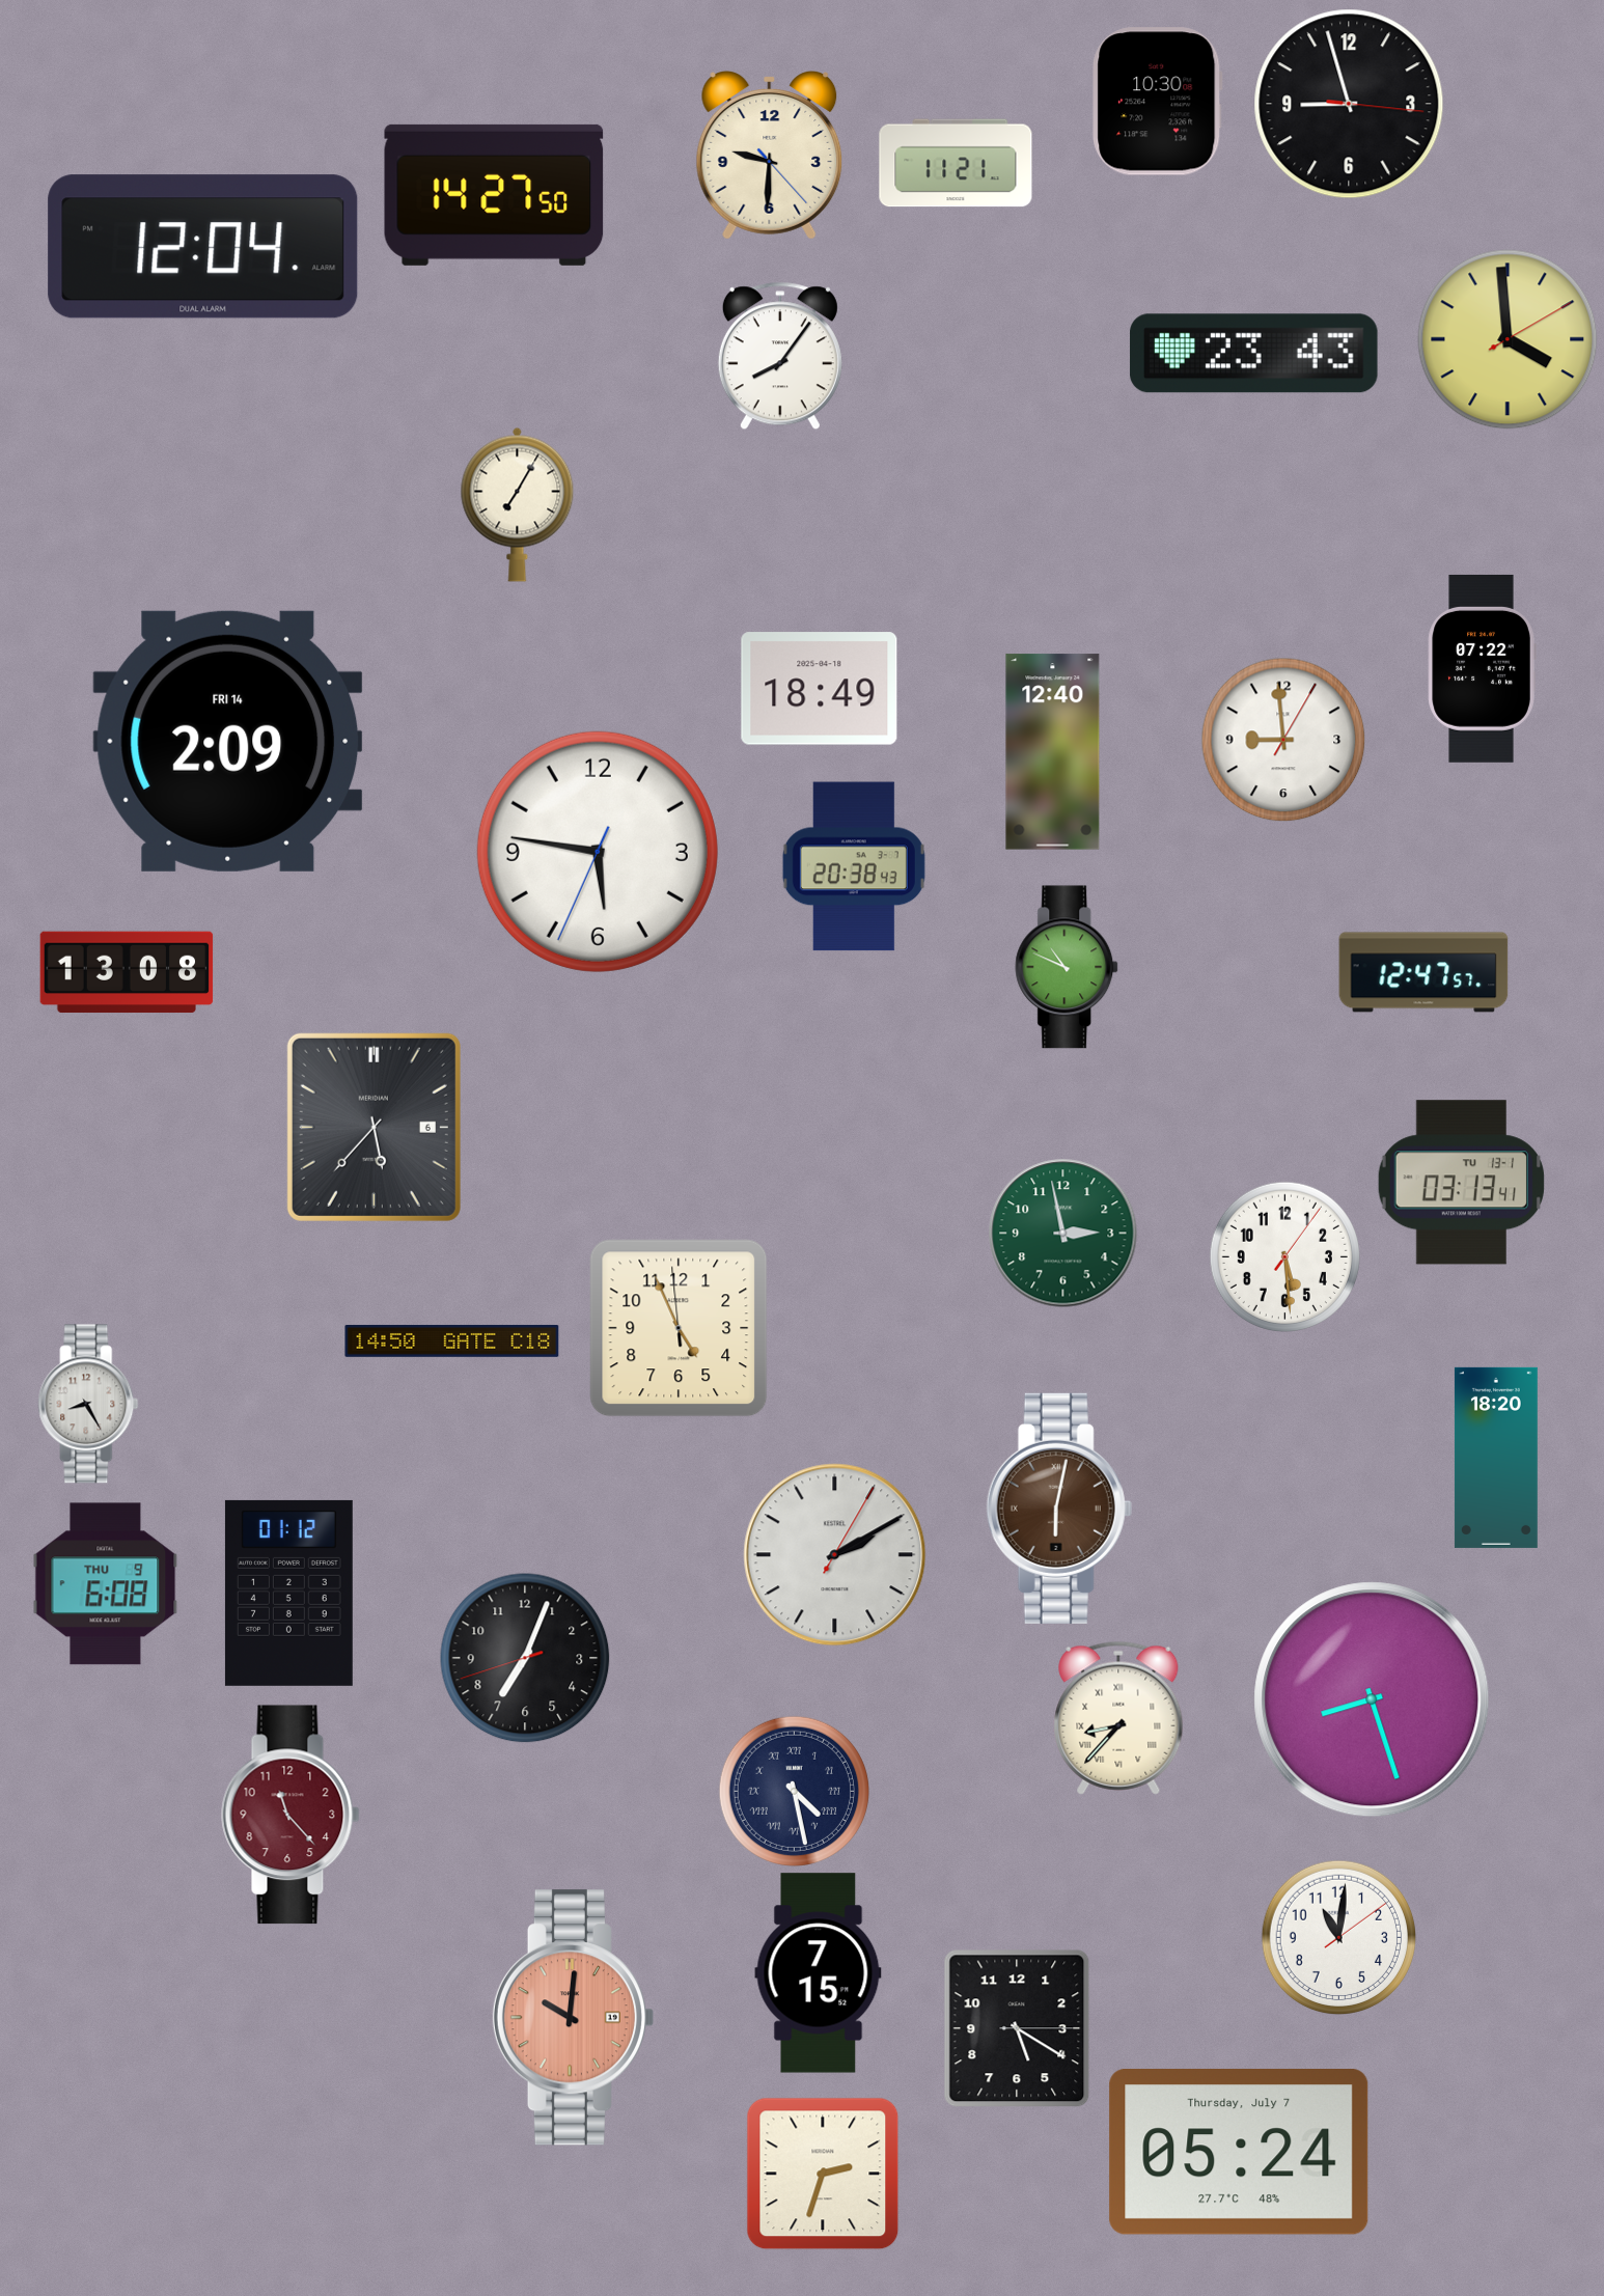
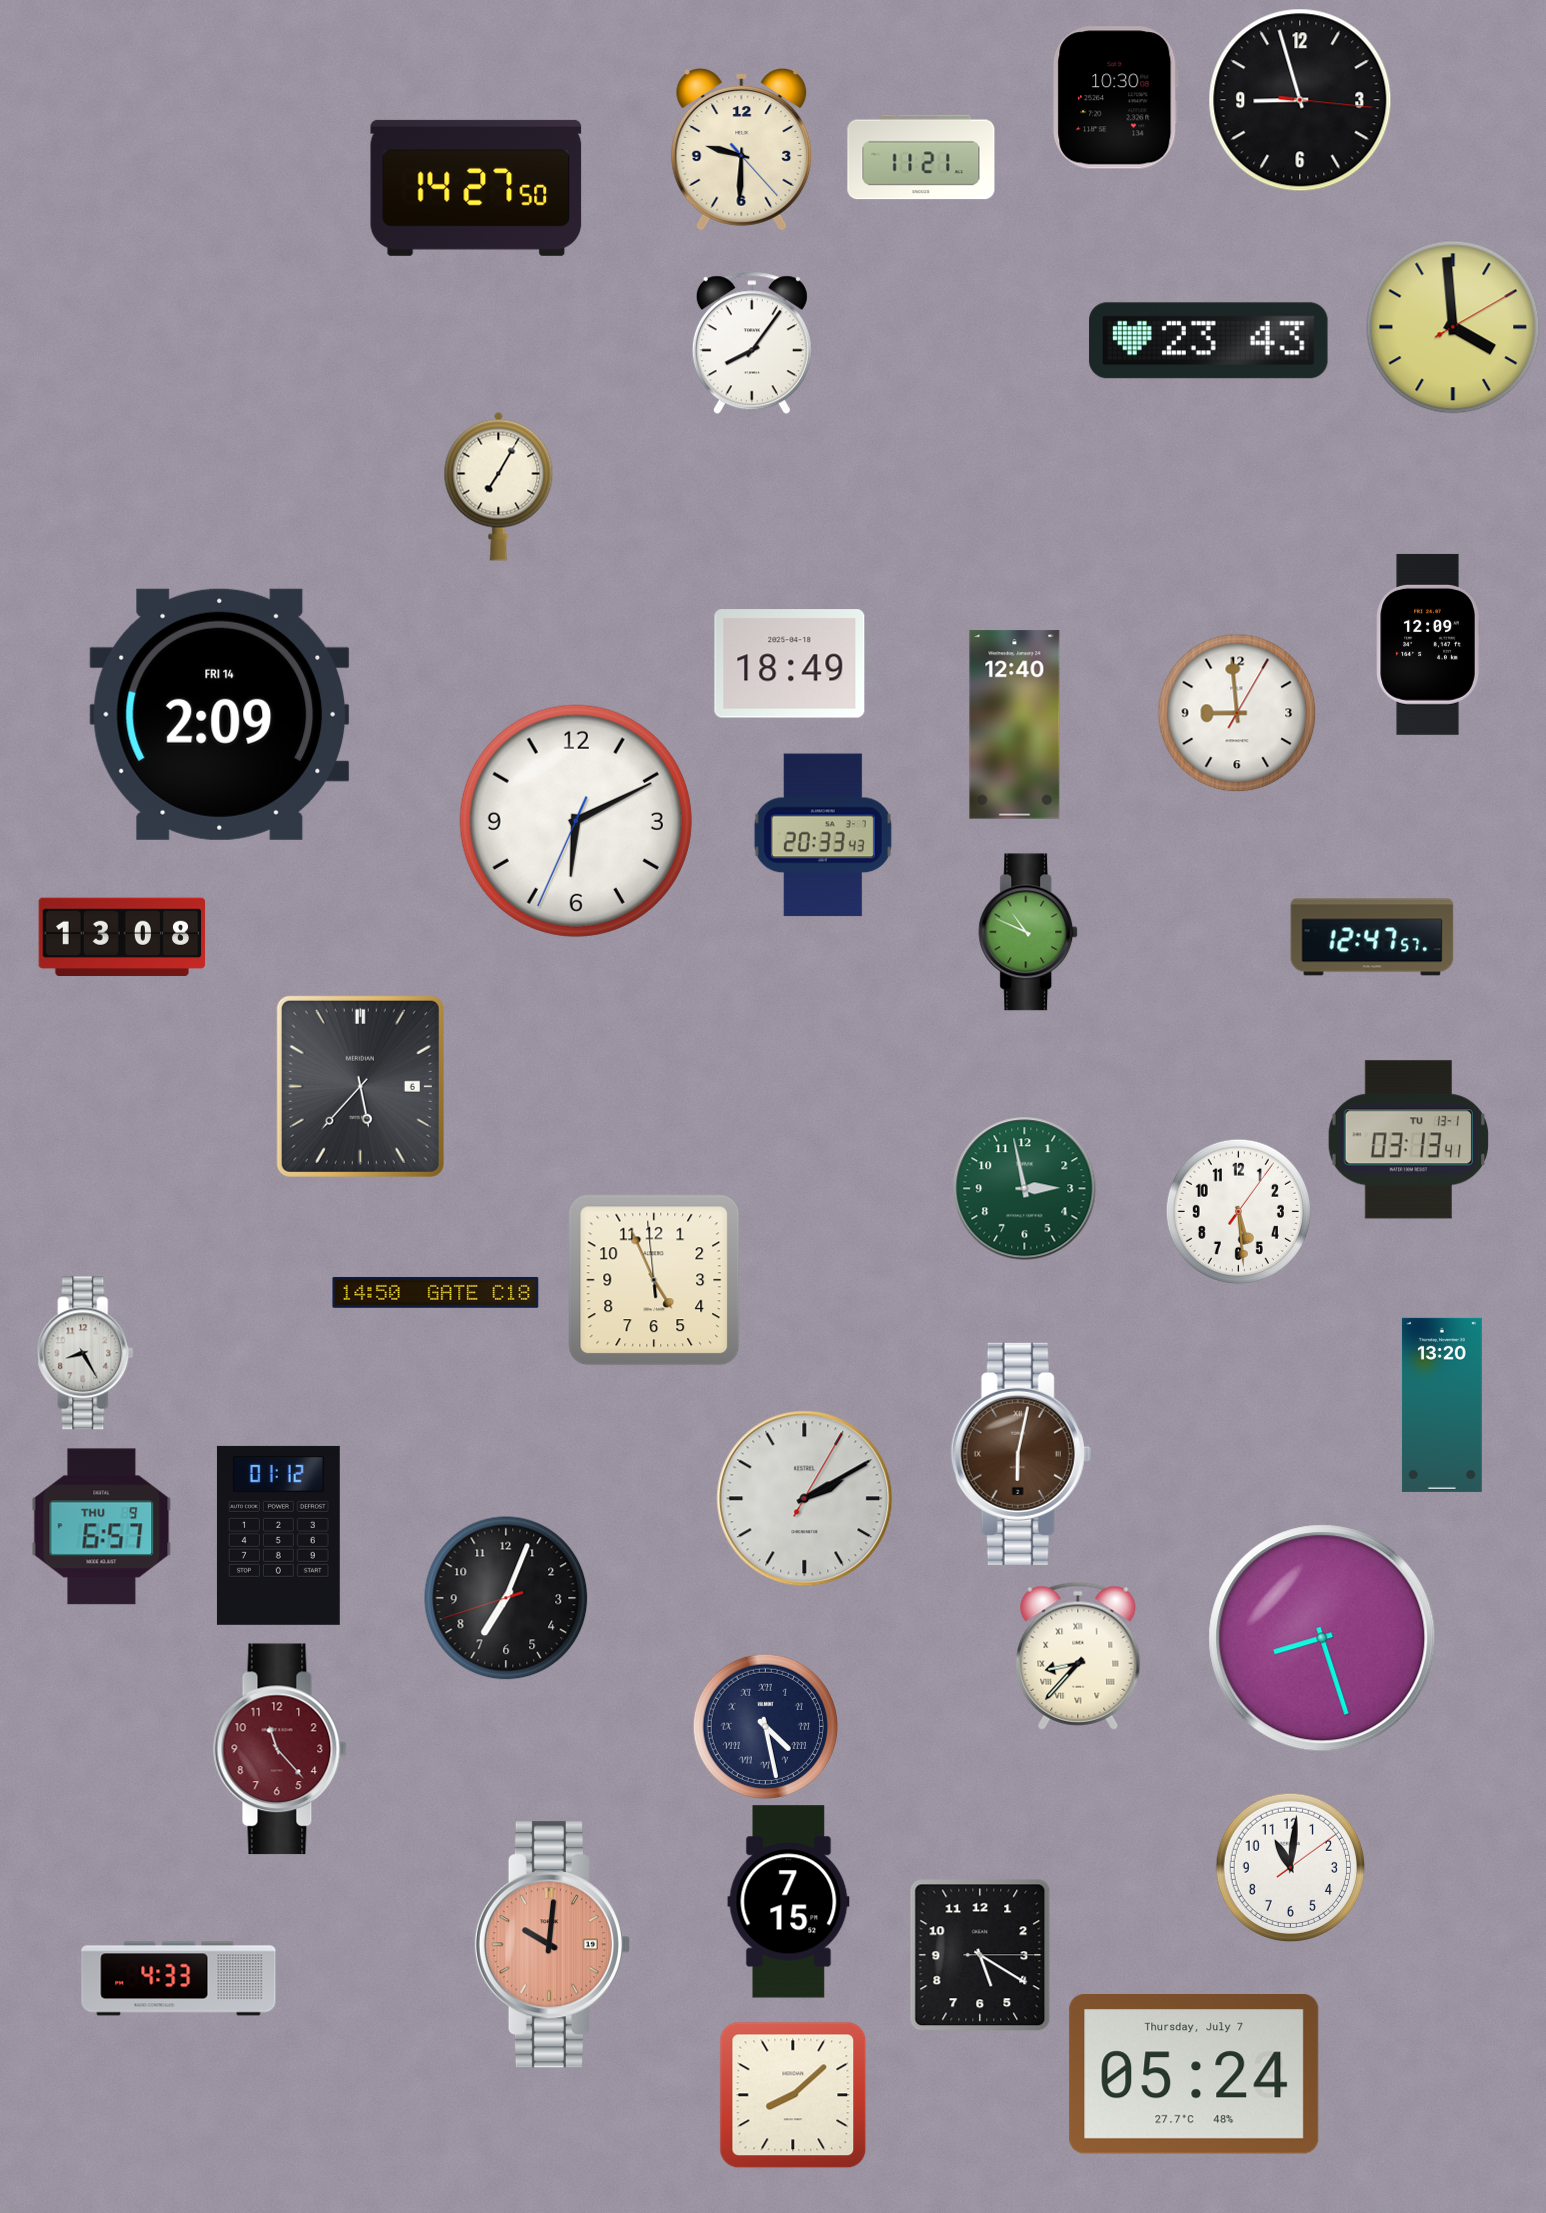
clock at (203, 247): 12:04 -> none
clock at (1482, 668): 07:22 -> 12:09
clock at (598, 852): 5:46 -> 6:10
clock at (854, 866): 20:38 -> 20:33
clock at (1496, 1458): 18:20 -> 13:20
clock at (106, 1584): 6:08 -> 6:57
clock at (179, 1979): none -> 4:33
clock at (823, 2174): 2:33 -> 8:08
